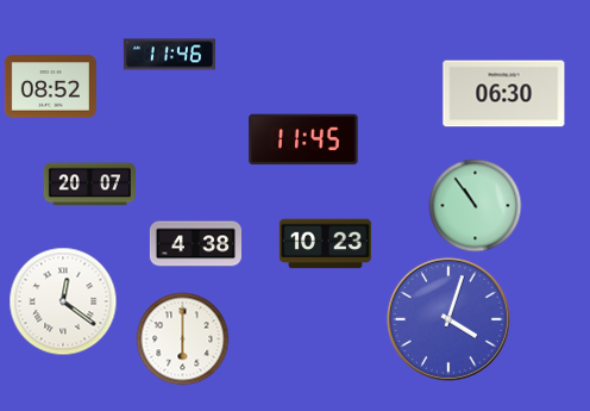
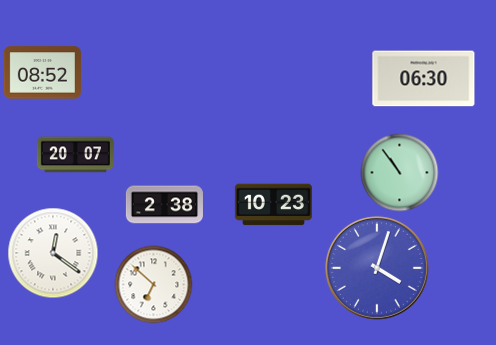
clock at (169, 55): 11:46 -> none
clock at (303, 139): 11:45 -> none
clock at (195, 244): 4:38 -> 2:38
clock at (182, 338): 6:00 -> 6:52
